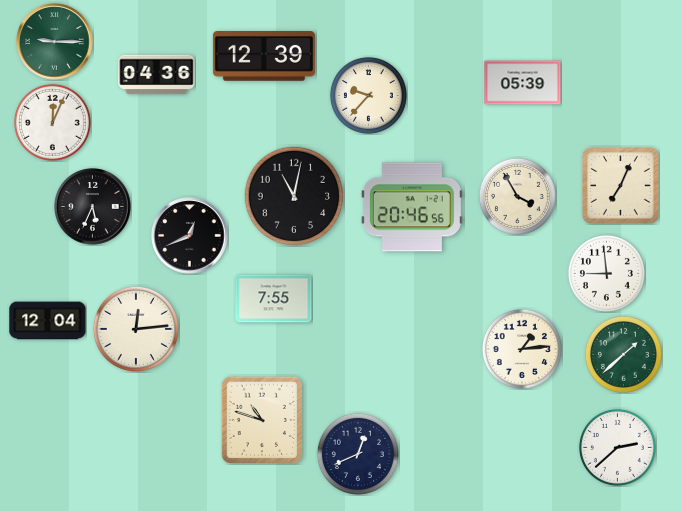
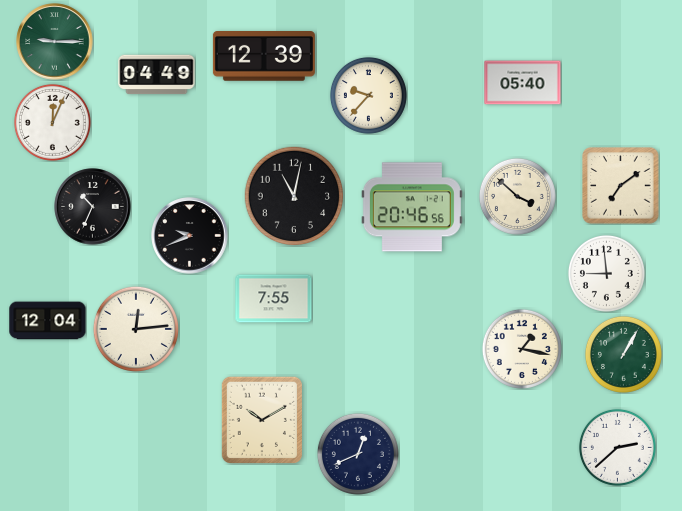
clock at (157, 75): 04:36 -> 04:49
clock at (523, 83): 05:39 -> 05:40
clock at (621, 186): 7:04 -> 7:09
clock at (517, 196): 3:55 -> 3:52
clock at (93, 207): 5:34 -> 10:34
clock at (190, 236): 12:41 -> 9:41
clock at (522, 349): 1:14 -> 1:17
clock at (623, 354): 1:38 -> 1:05
clock at (262, 419): 10:48 -> 10:10
